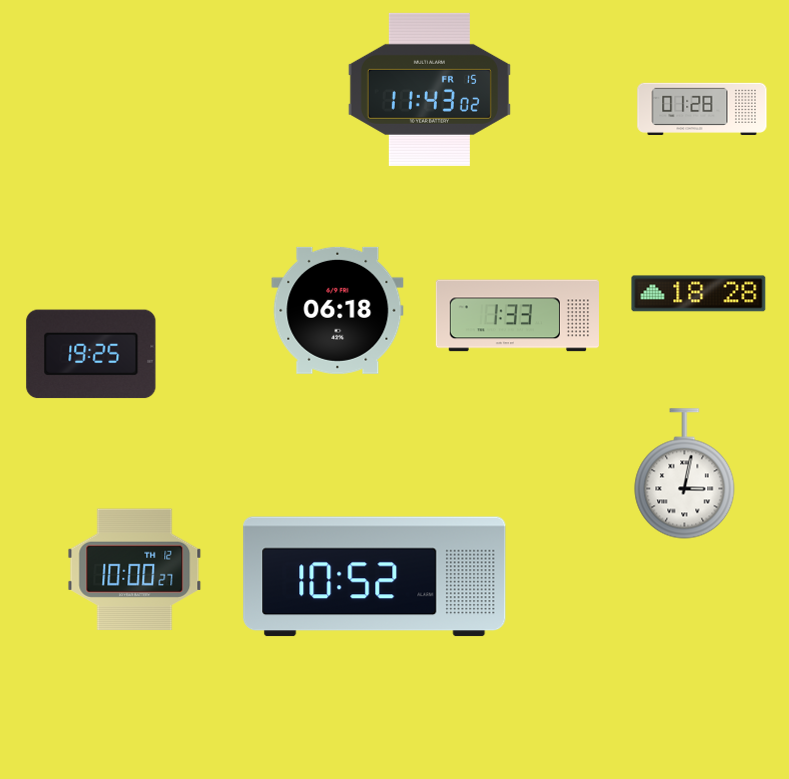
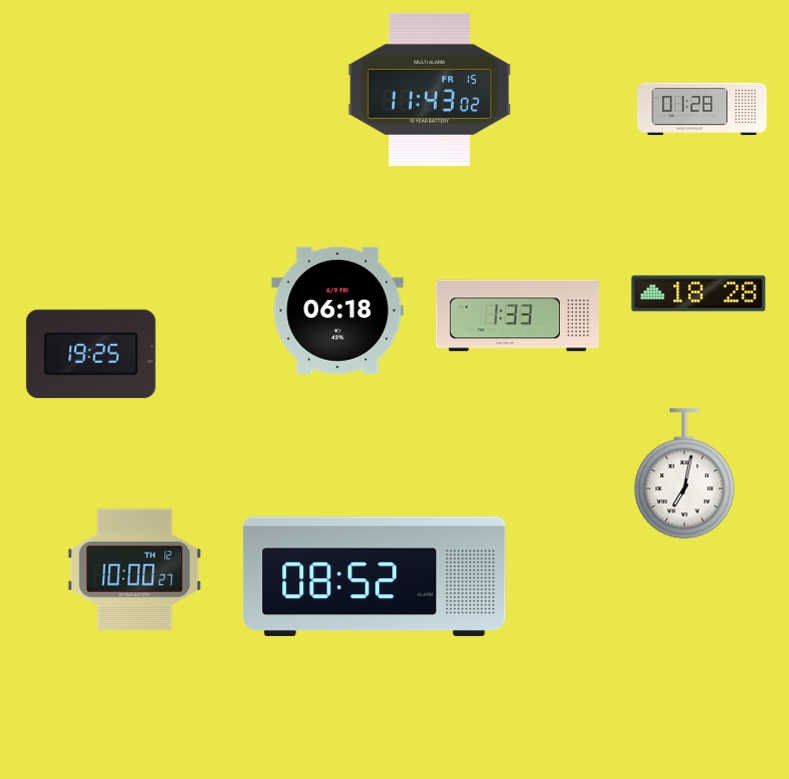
clock at (685, 474): 3:02 -> 7:02
clock at (375, 577): 10:52 -> 08:52
